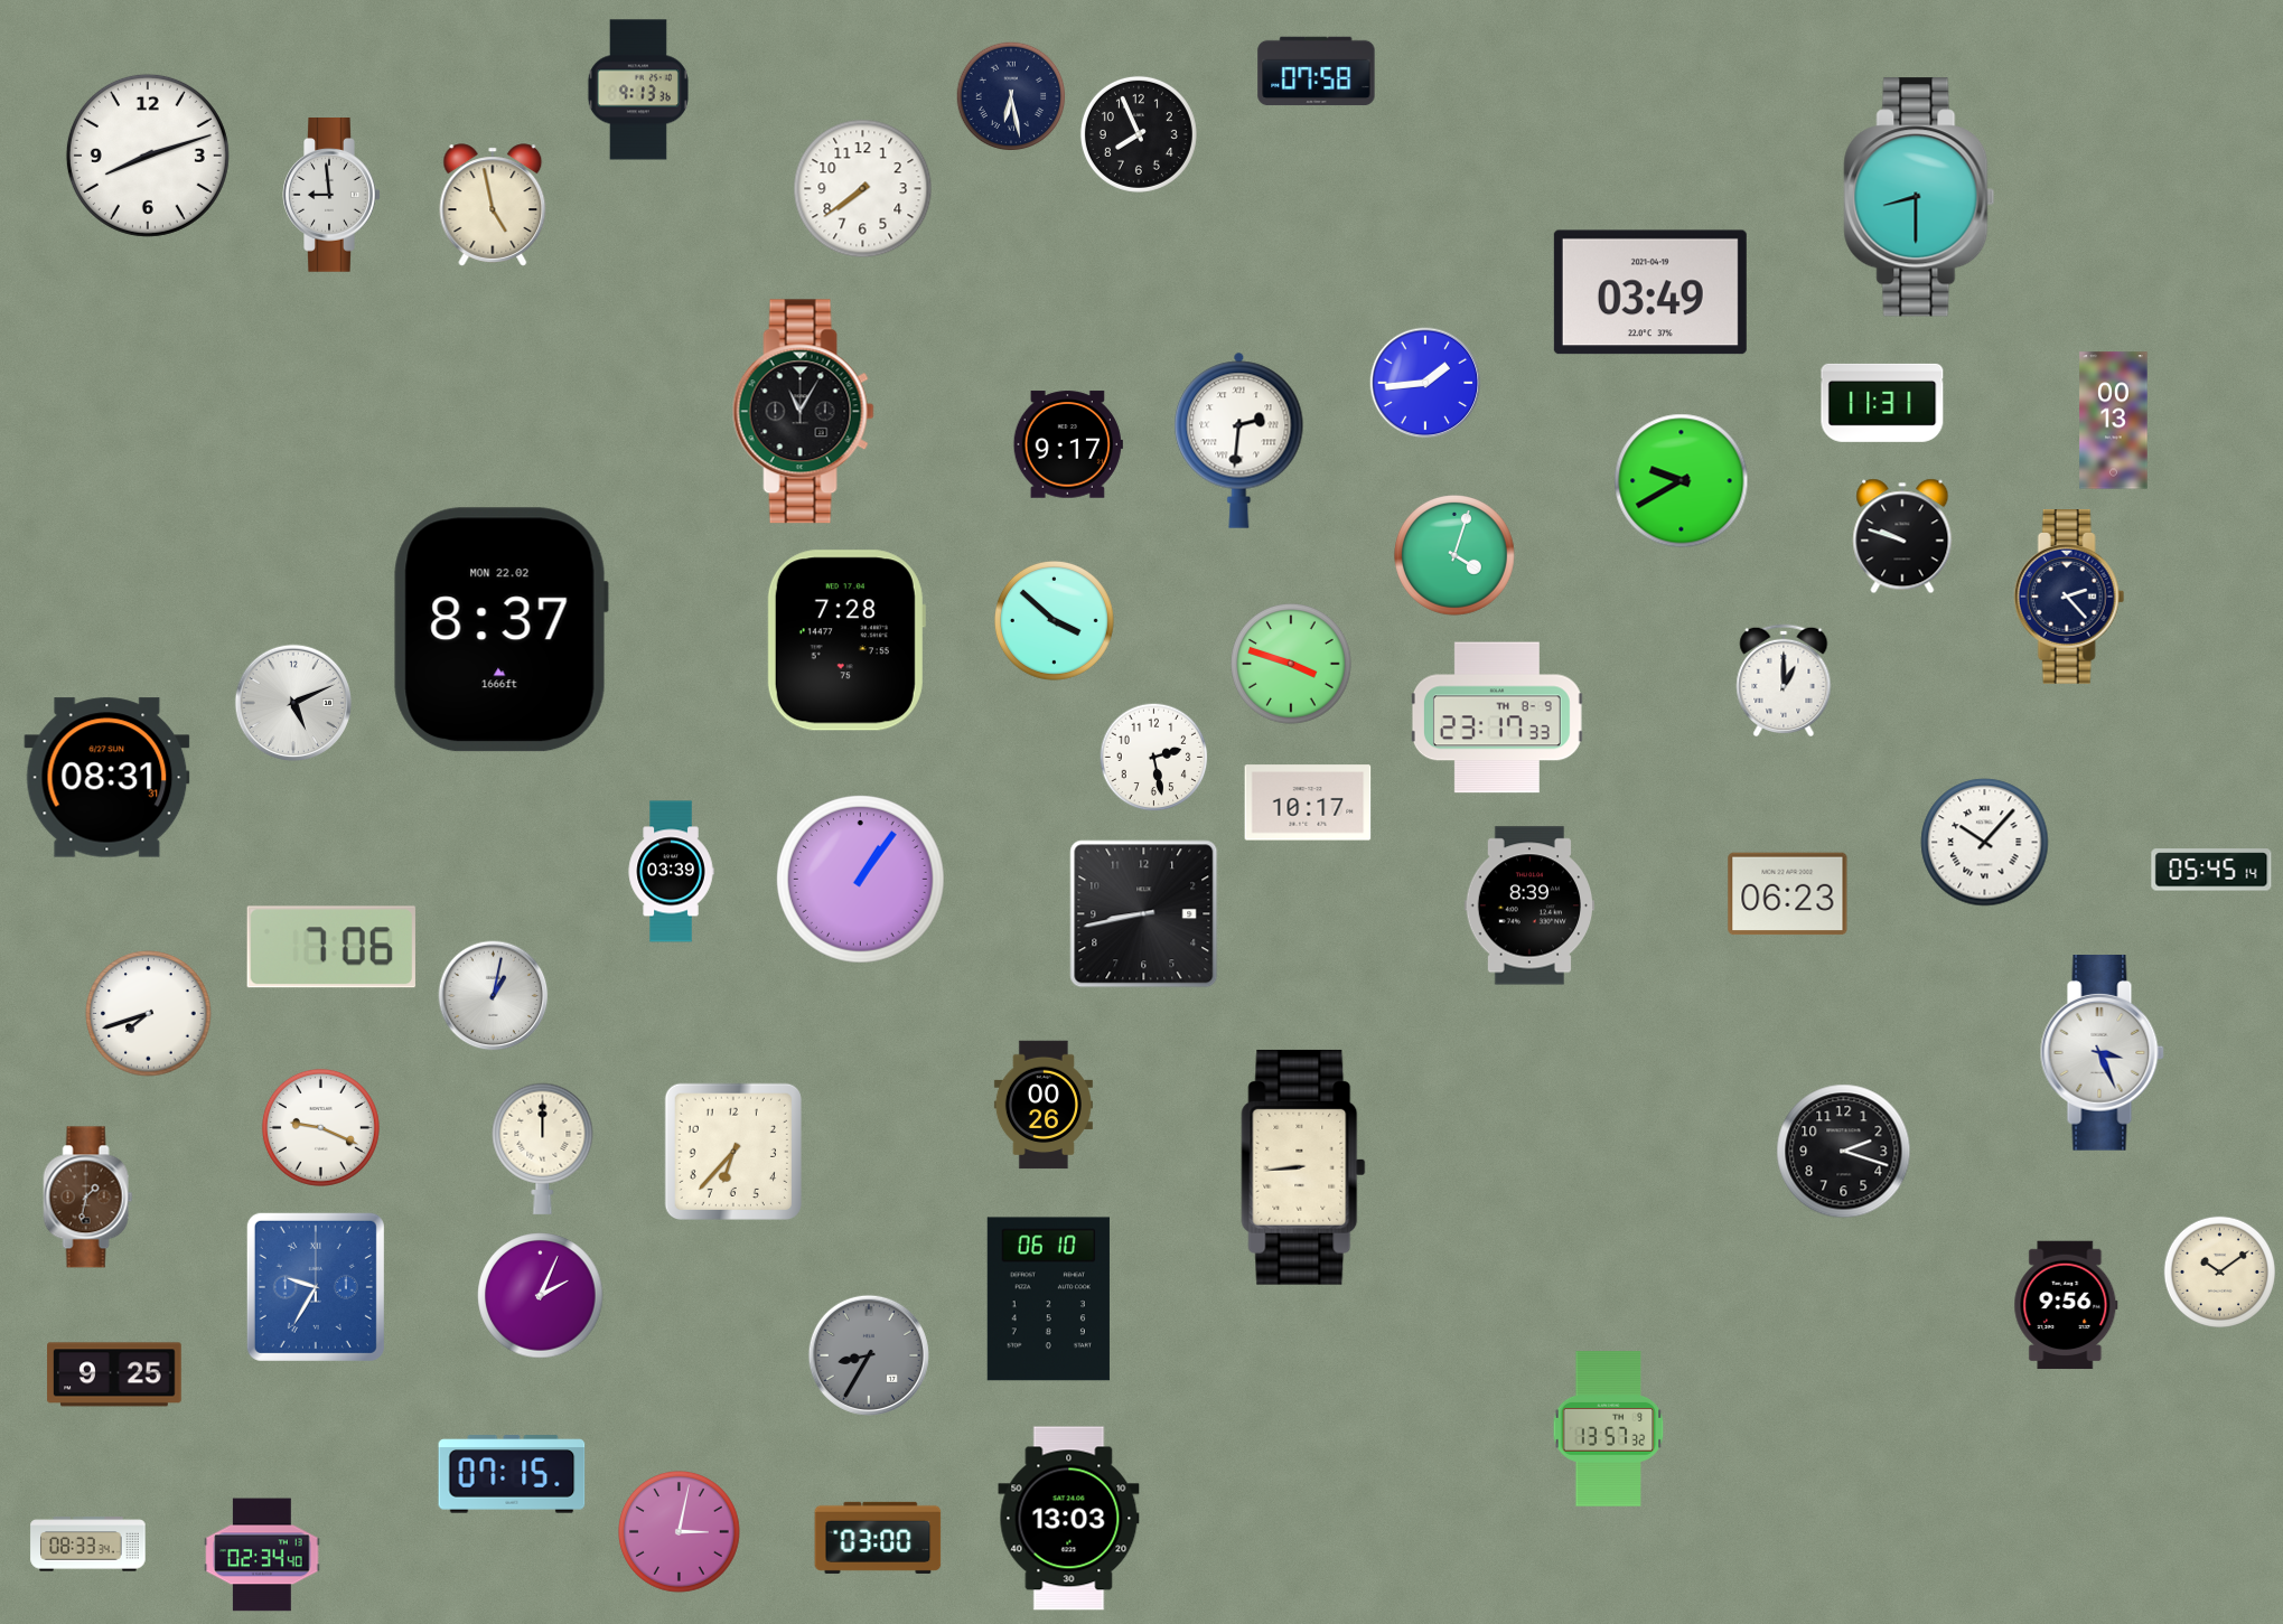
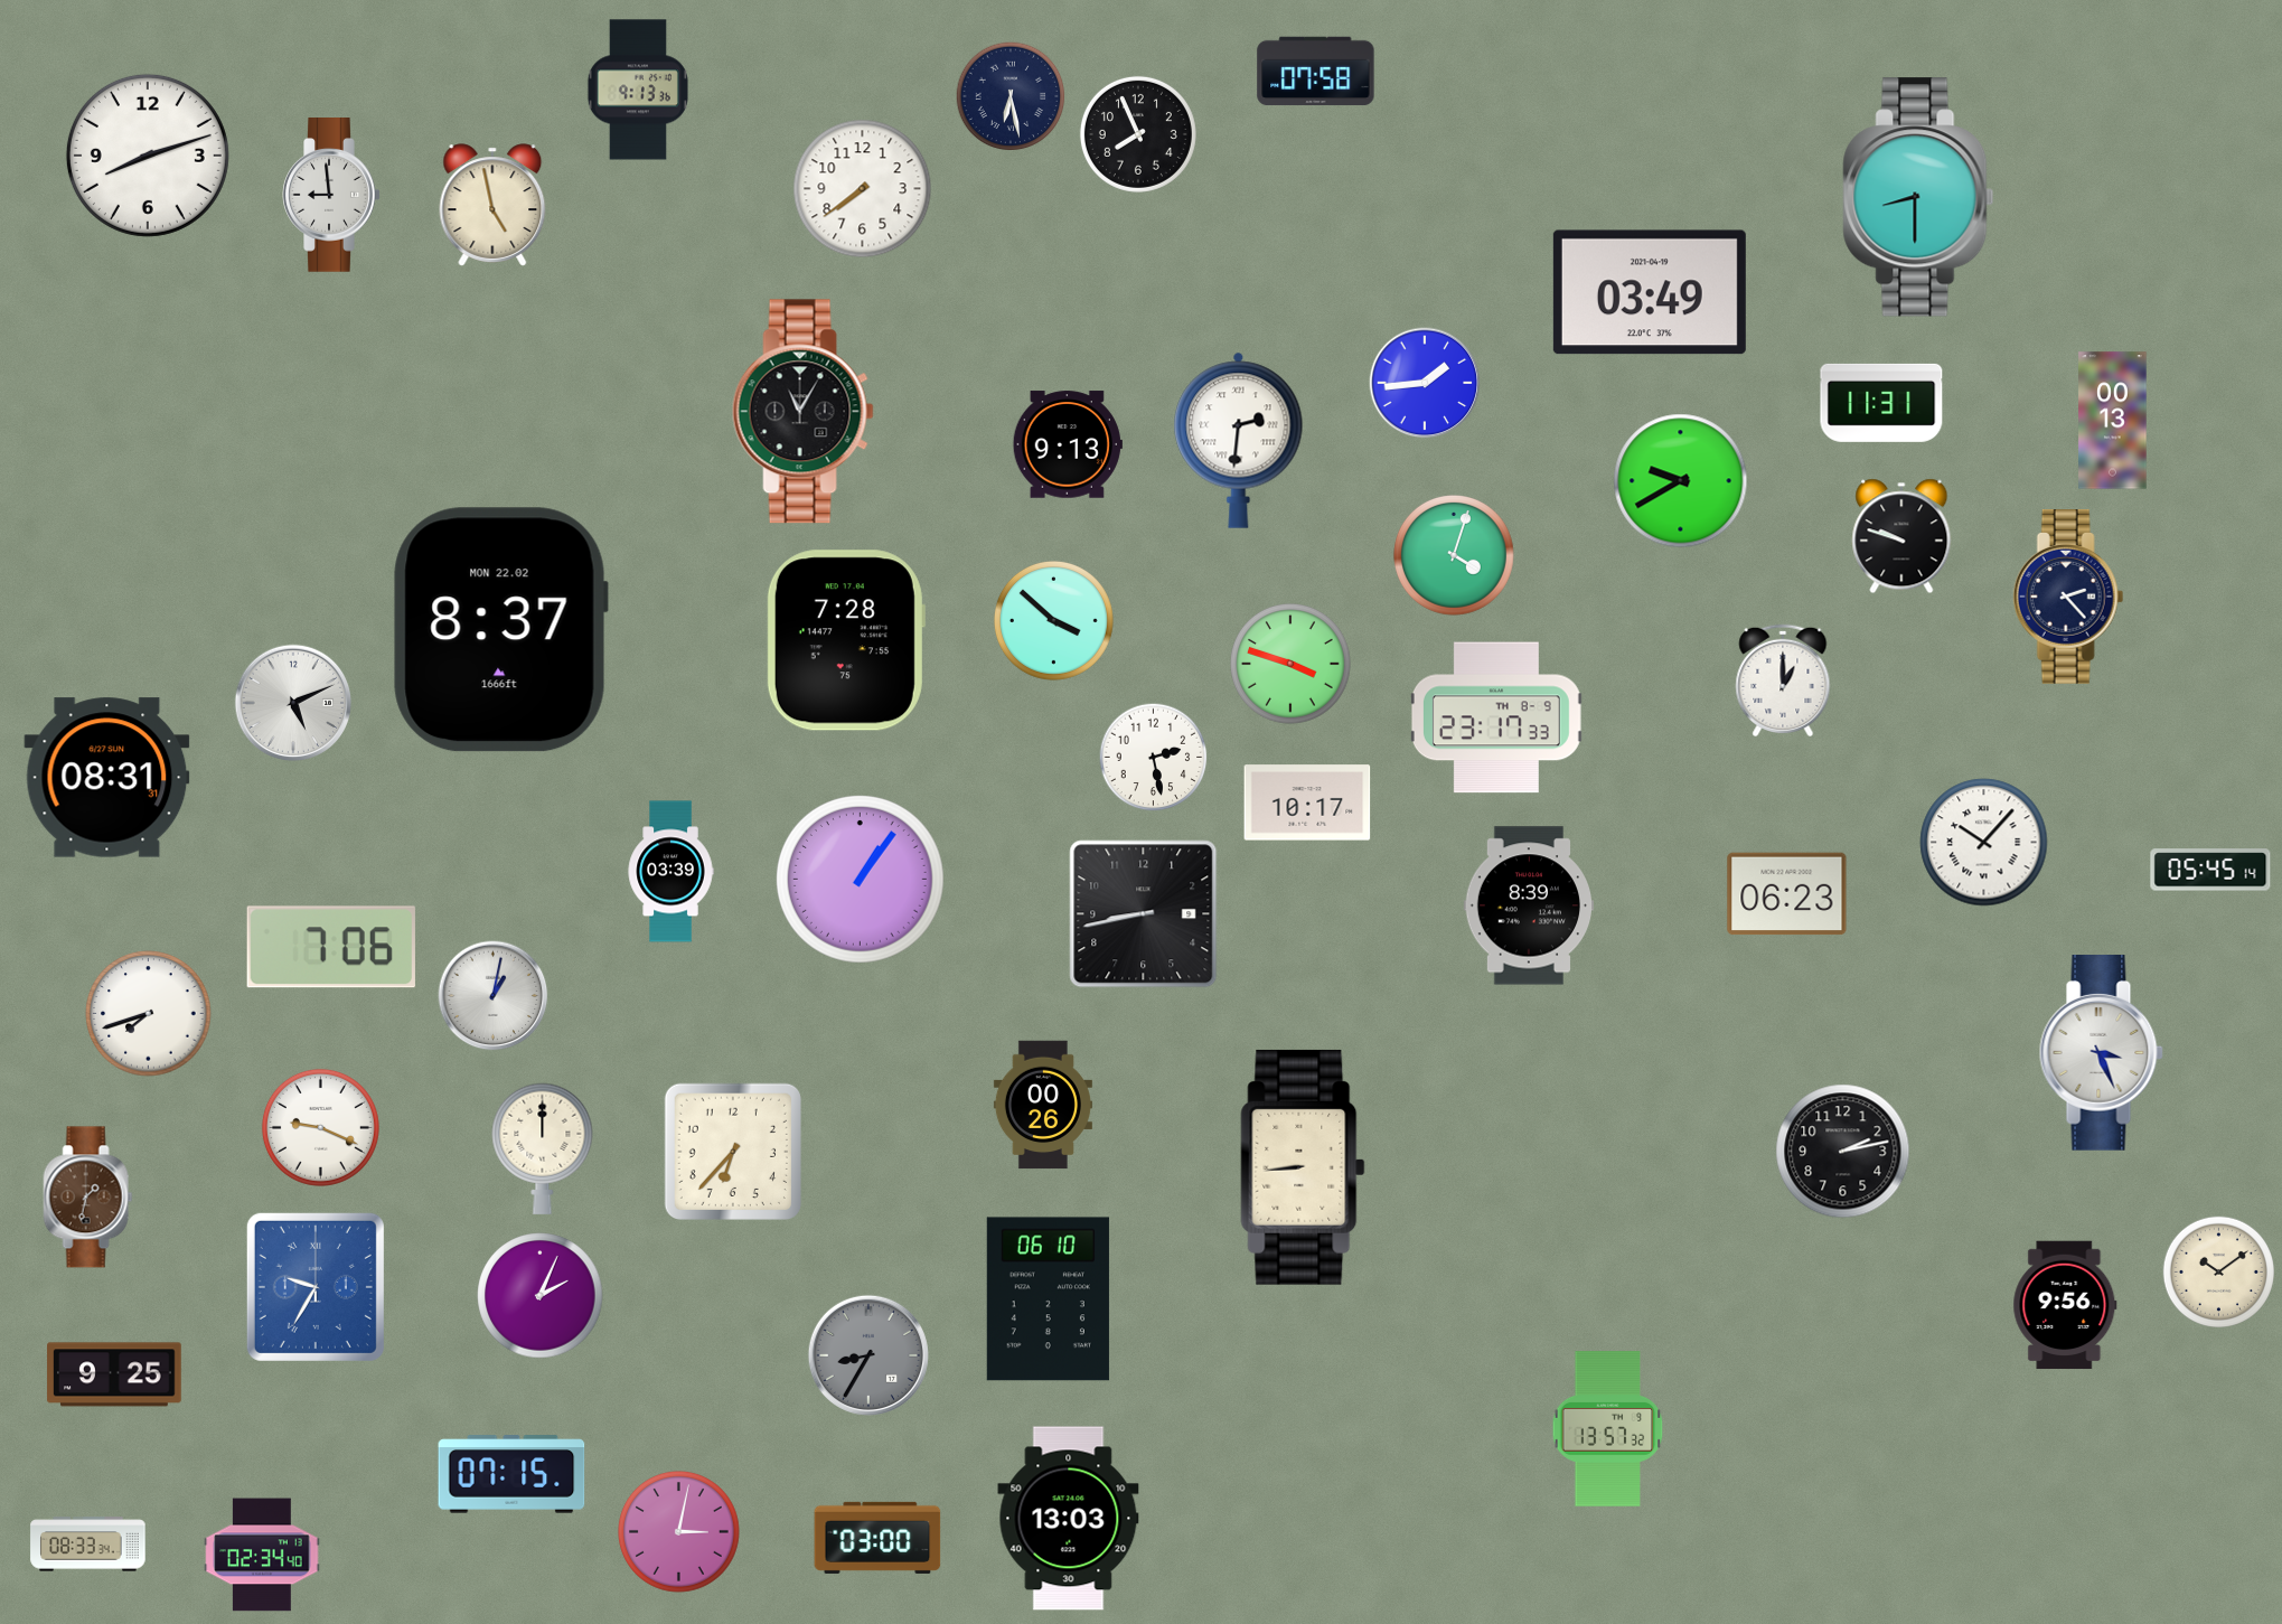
clock at (1068, 444): 9:17 -> 9:13
clock at (1844, 1152): 2:18 -> 2:13
